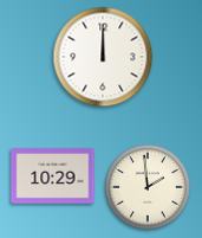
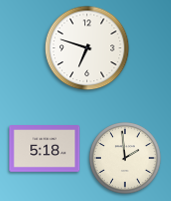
clock at (103, 57): 12:00 -> 6:48
clock at (53, 176): 10:29 -> 5:18
